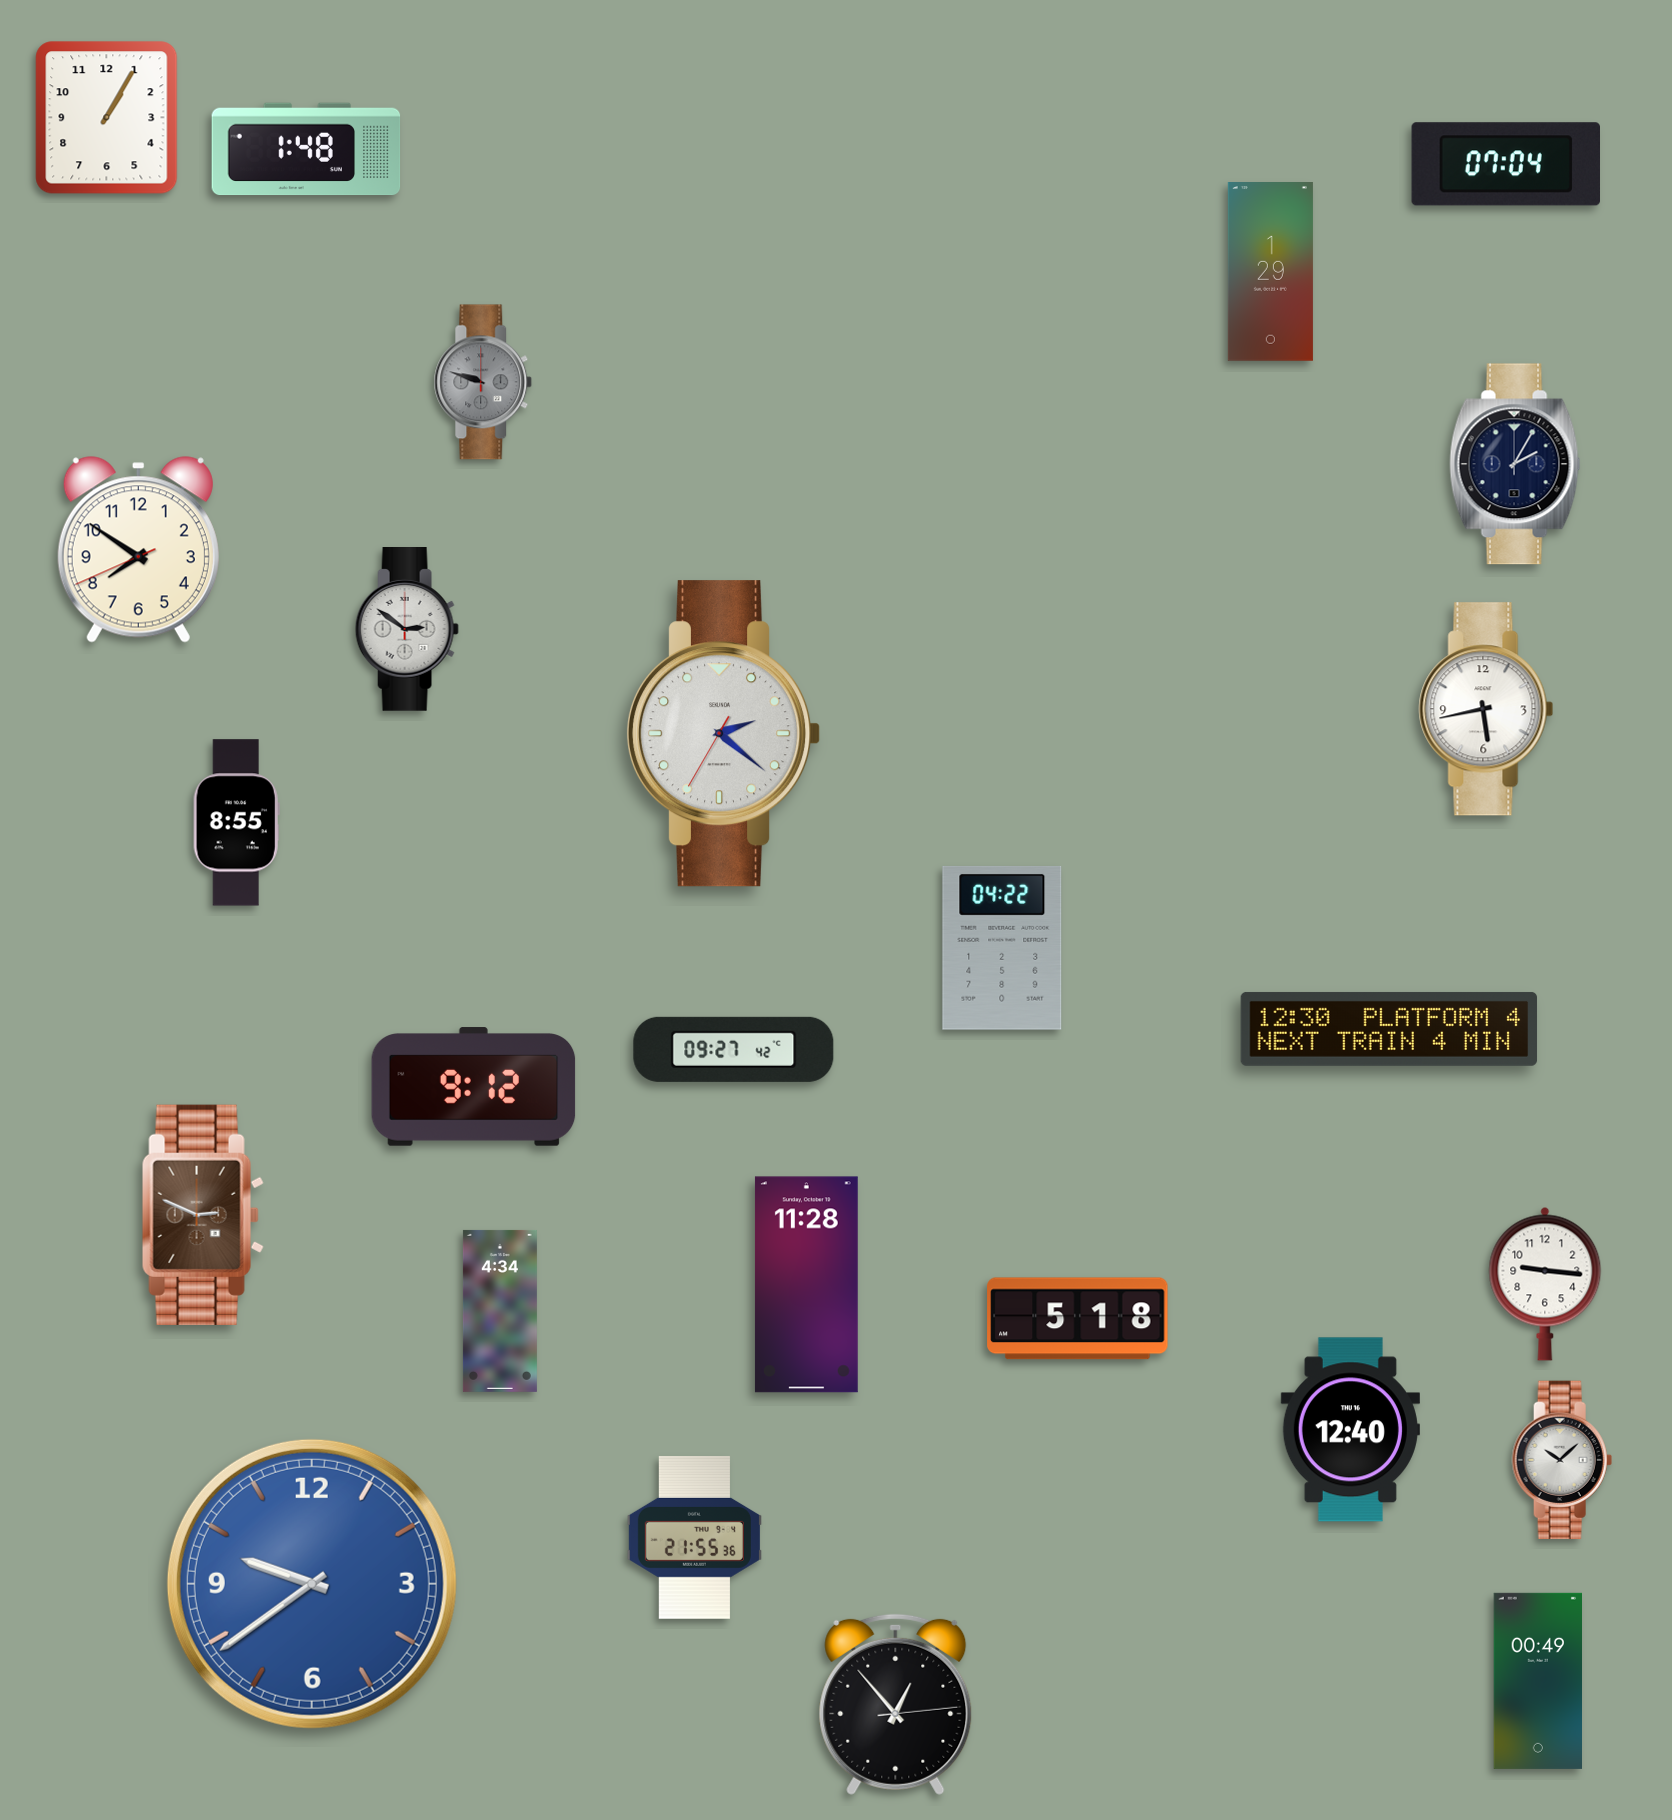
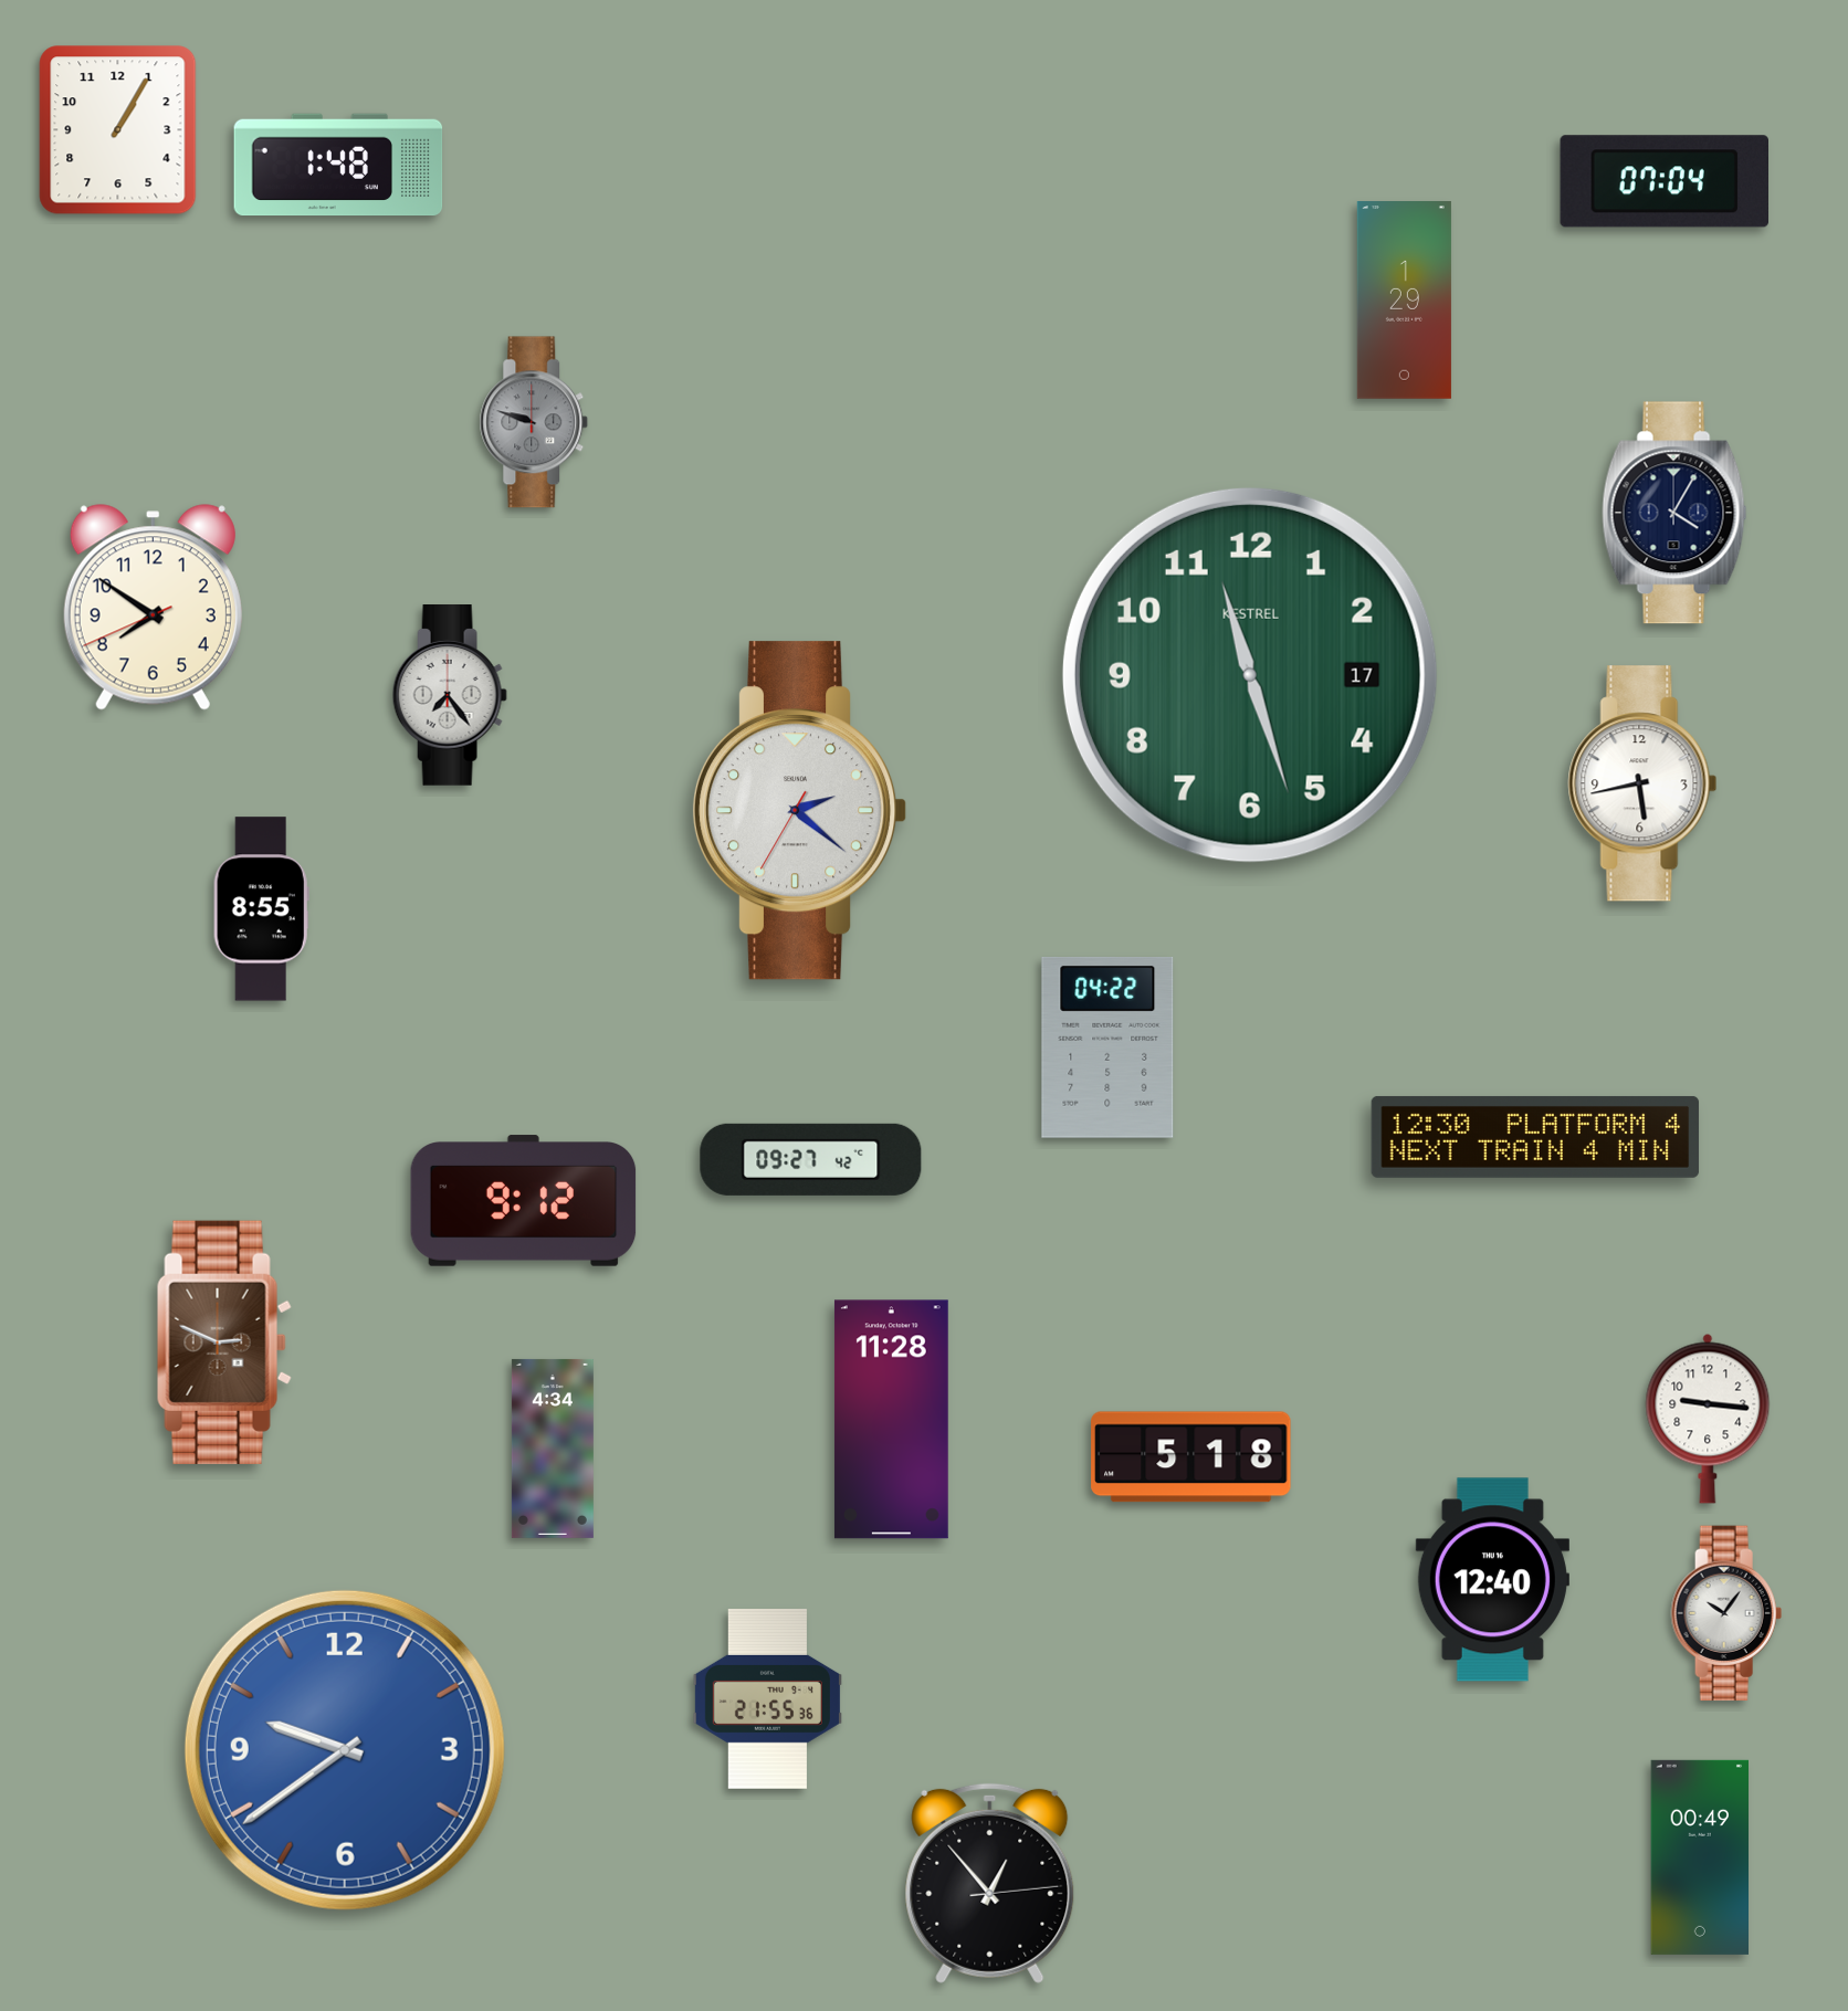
clock at (1515, 464): 2:05 -> 4:05
clock at (1250, 675): none -> 11:27
clock at (407, 630): 2:51 -> 7:24
clock at (1562, 1460): 10:08 -> 10:06
